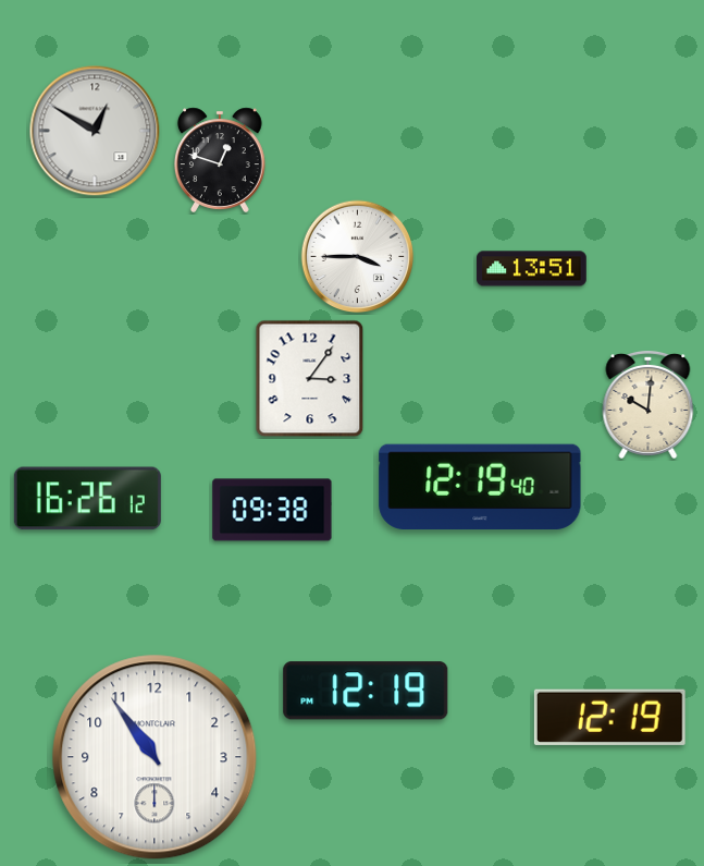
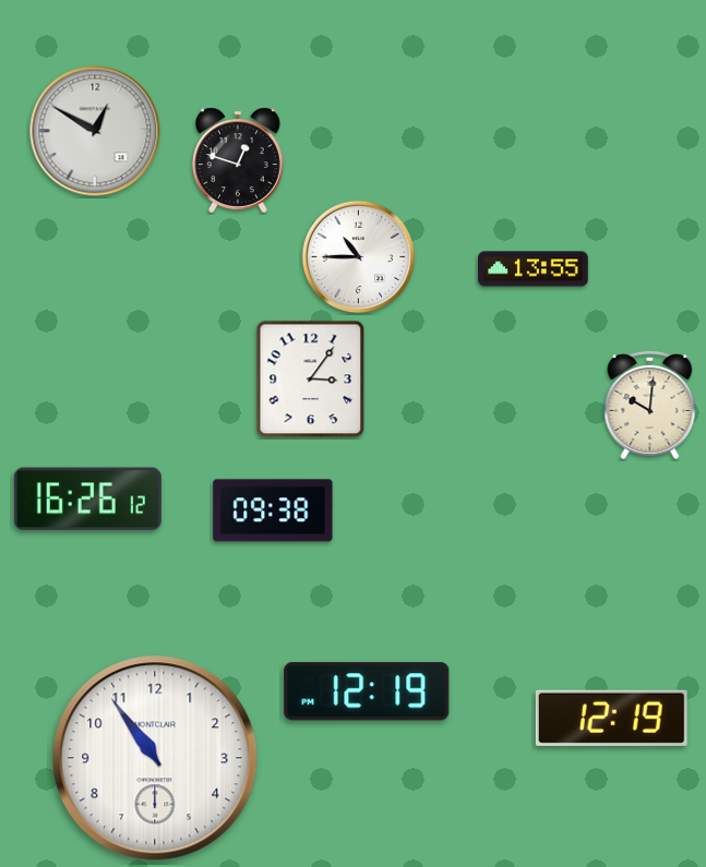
clock at (220, 160) position: (220, 160) -> (238, 160)
clock at (358, 257): 3:45 -> 10:45
clock at (532, 269): 13:51 -> 13:55
clock at (480, 486): 12:19 -> none
